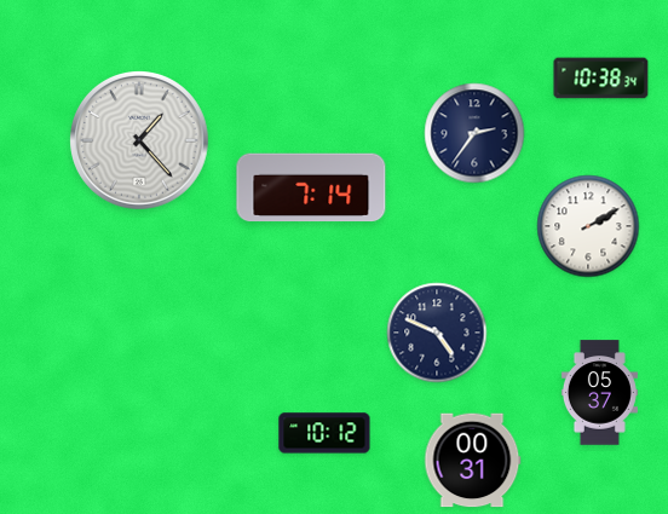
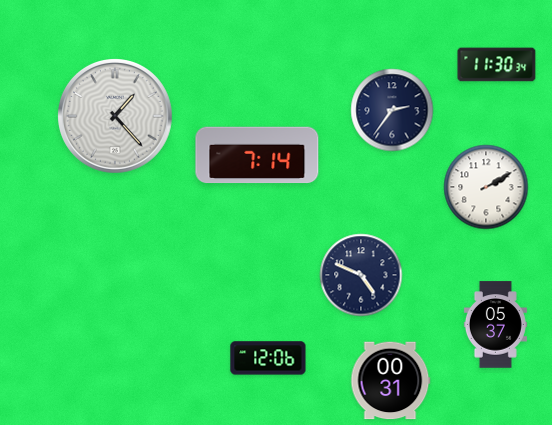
clock at (601, 79): 10:38 -> 11:30
clock at (324, 433): 10:12 -> 12:06
